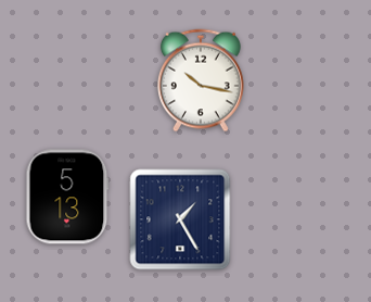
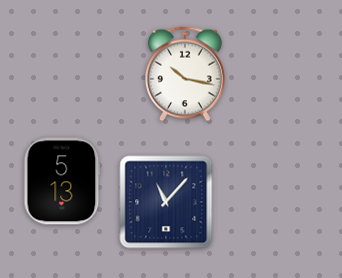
clock at (180, 219): 1:25 -> 11:07
